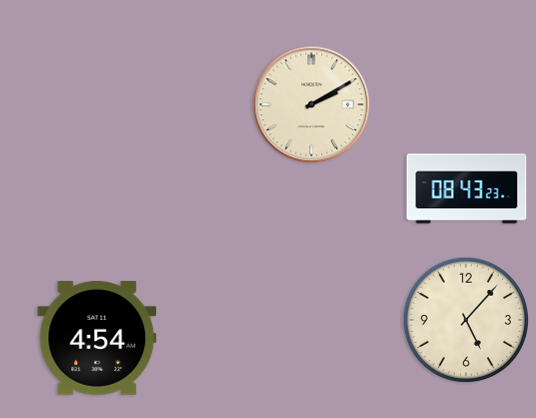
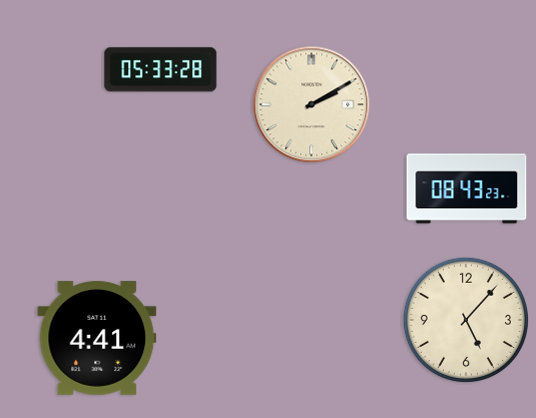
clock at (161, 70): none -> 05:33
clock at (97, 338): 4:54 -> 4:41
